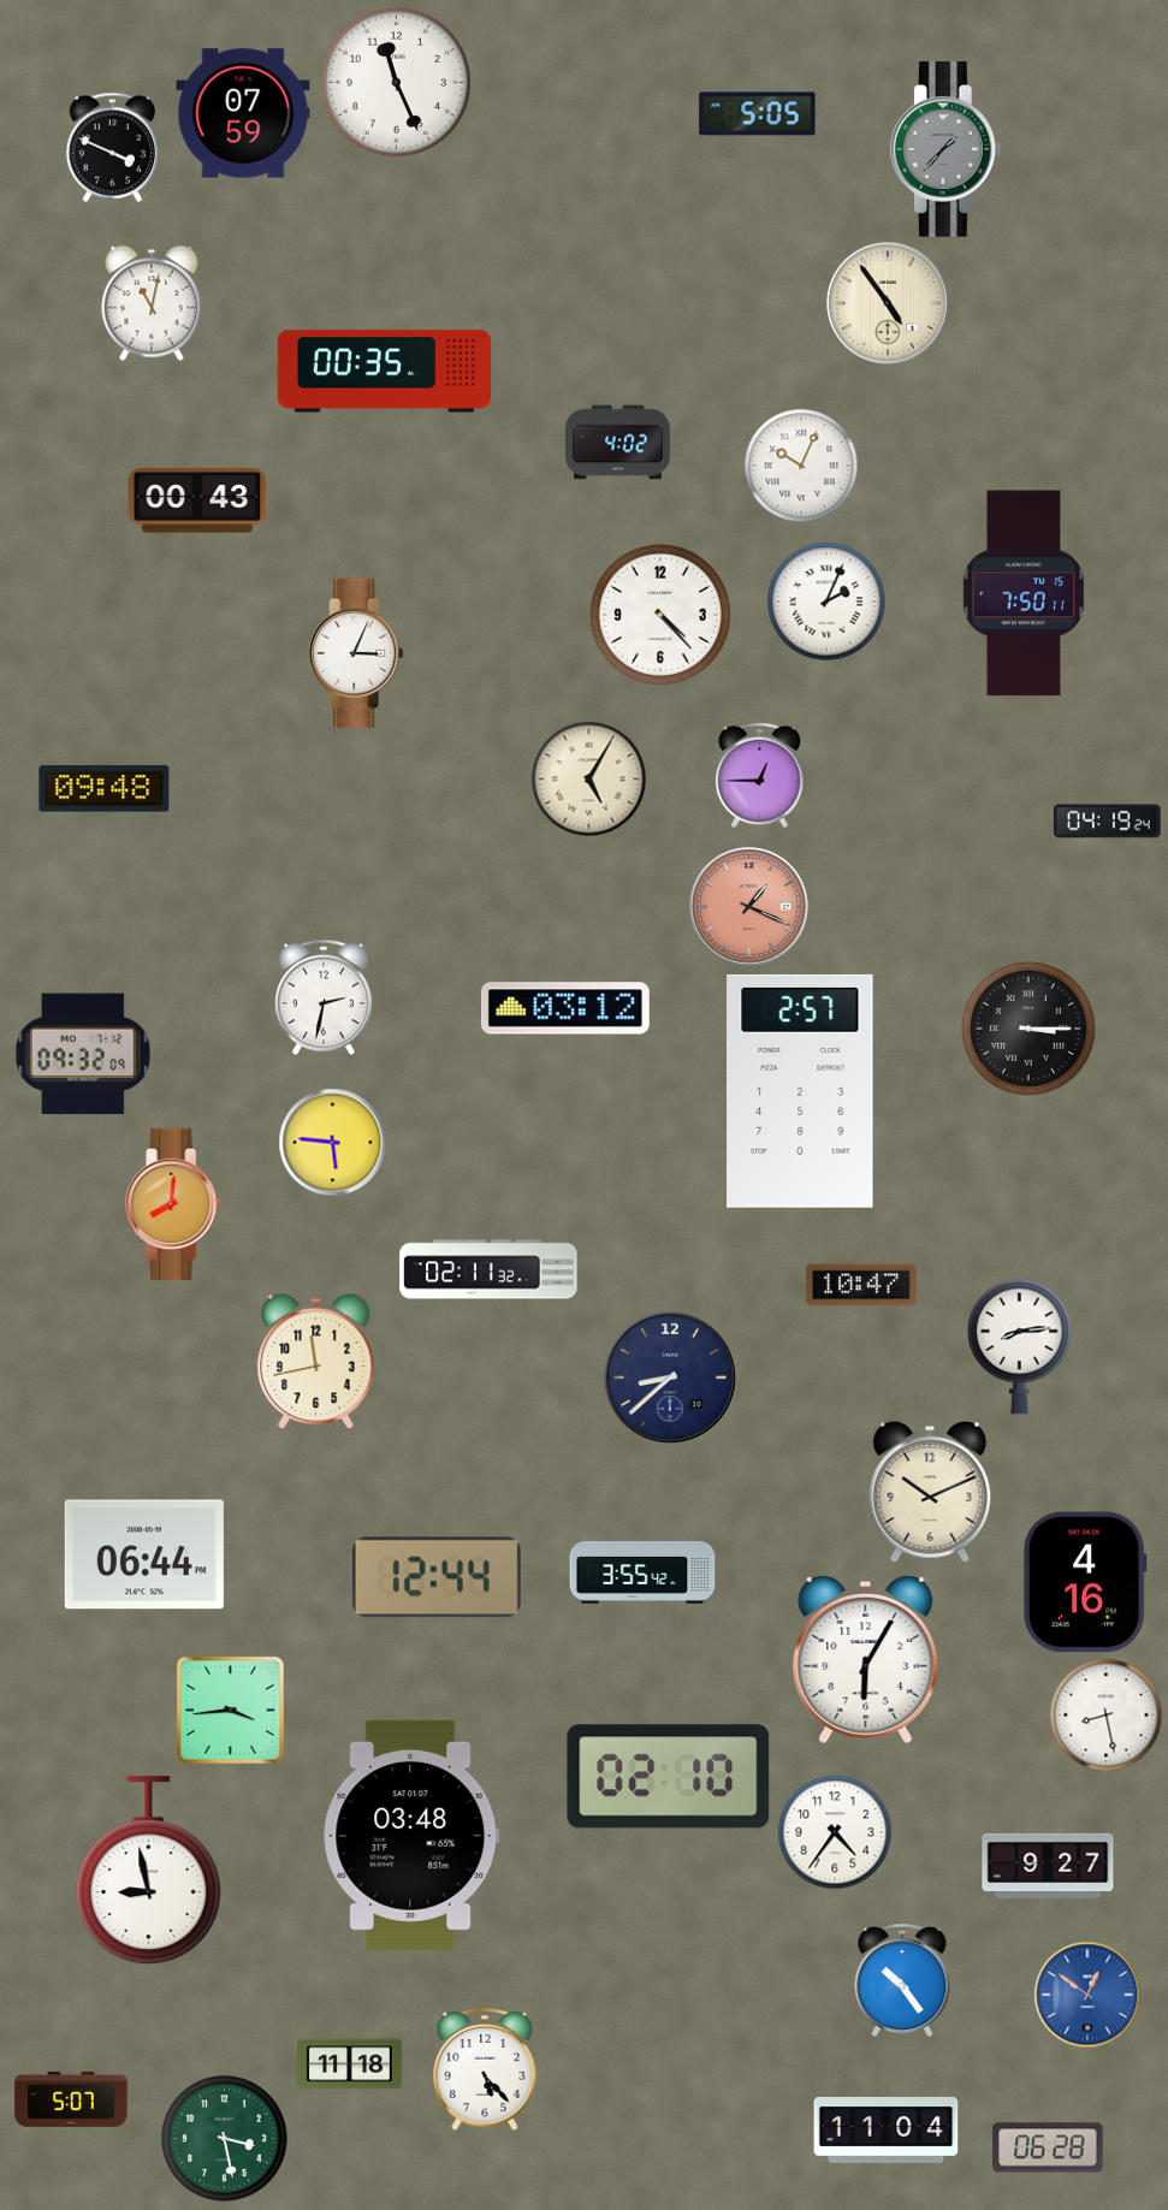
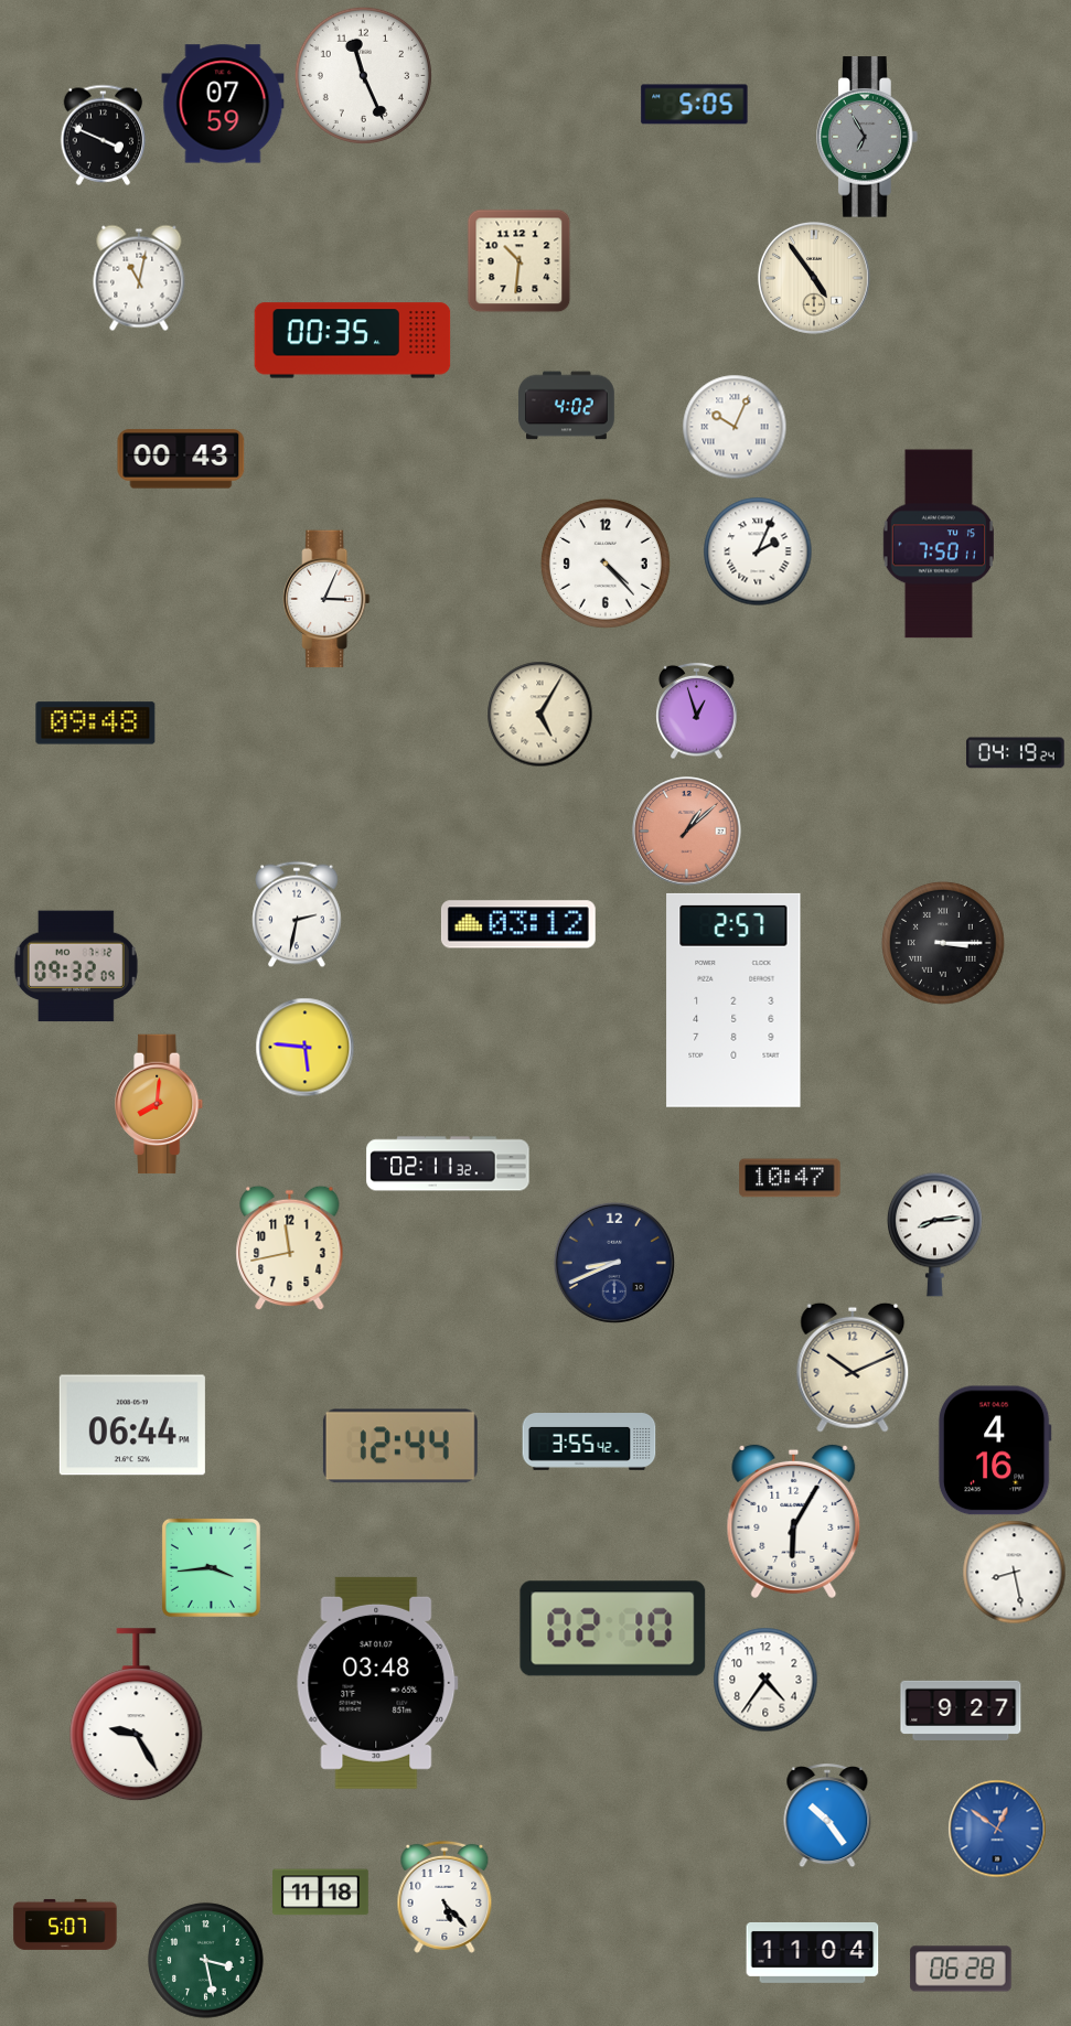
clock at (947, 149): 1:37 -> 6:55
clock at (518, 260): none -> 10:31
clock at (760, 775): 12:45 -> 12:57
clock at (749, 907): 1:19 -> 1:08
clock at (670, 1377): 8:38 -> 8:41
clock at (149, 1871): 8:58 -> 9:25
